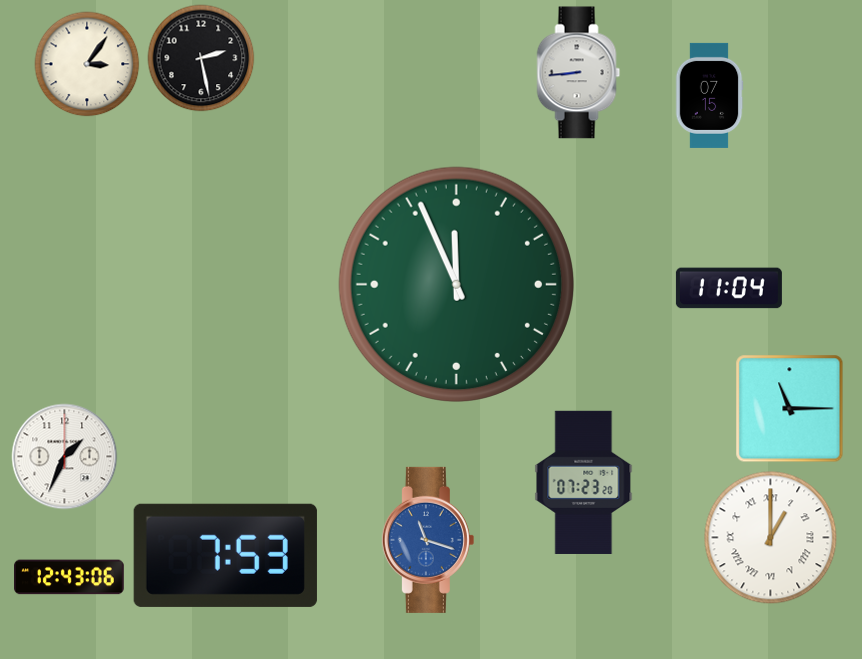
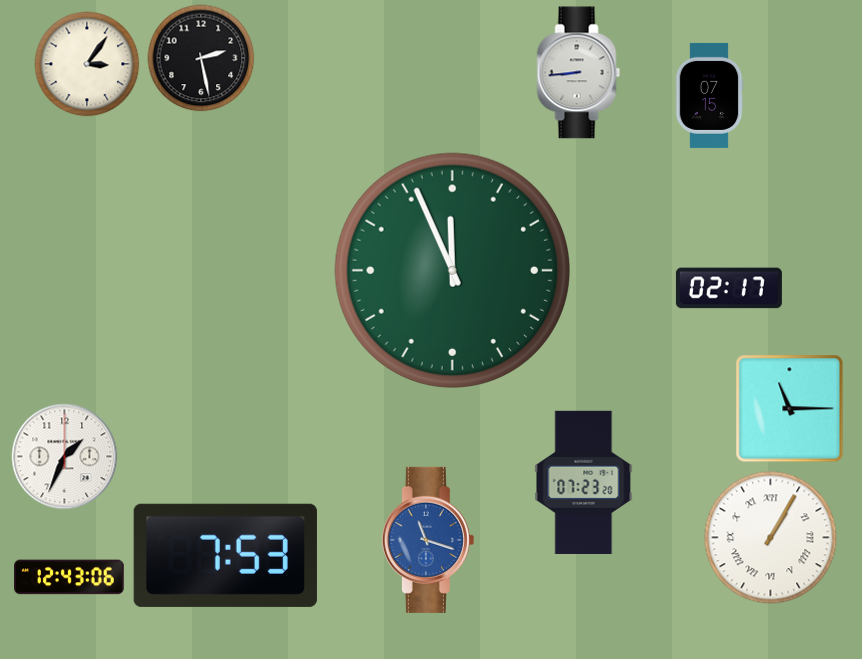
clock at (456, 284) position: (456, 284) -> (452, 270)
clock at (729, 288): 11:04 -> 02:17
clock at (771, 538): 1:00 -> 1:05
